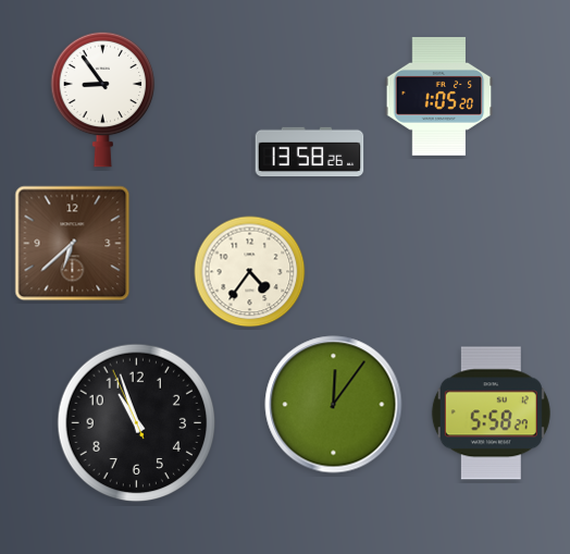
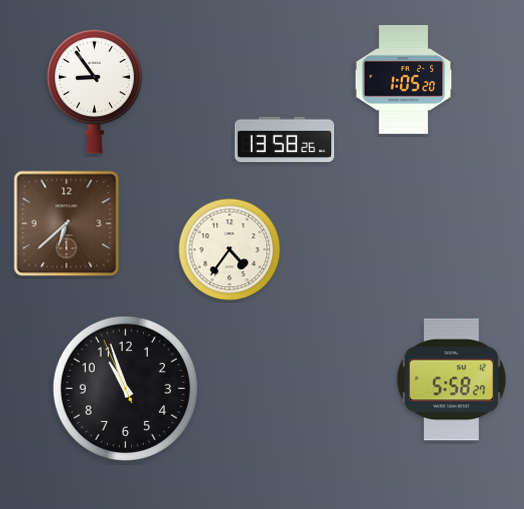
clock at (439, 97) position: (439, 97) -> (404, 80)
clock at (334, 405): 12:06 -> none
